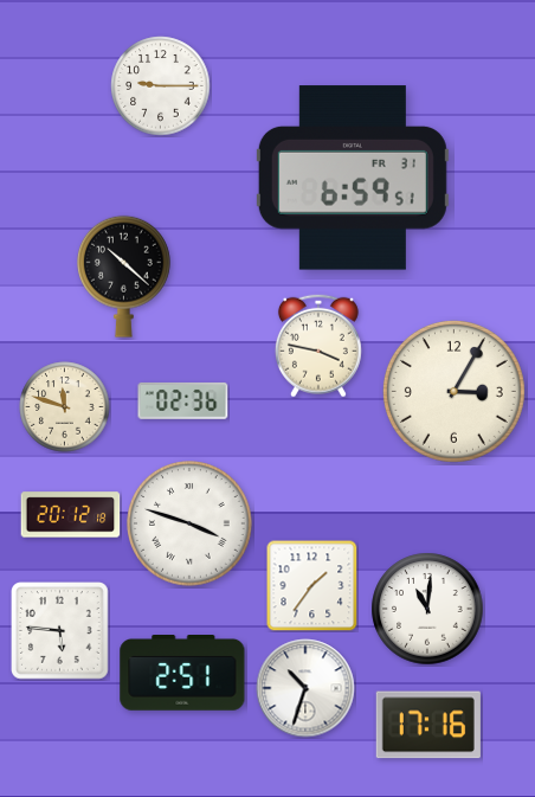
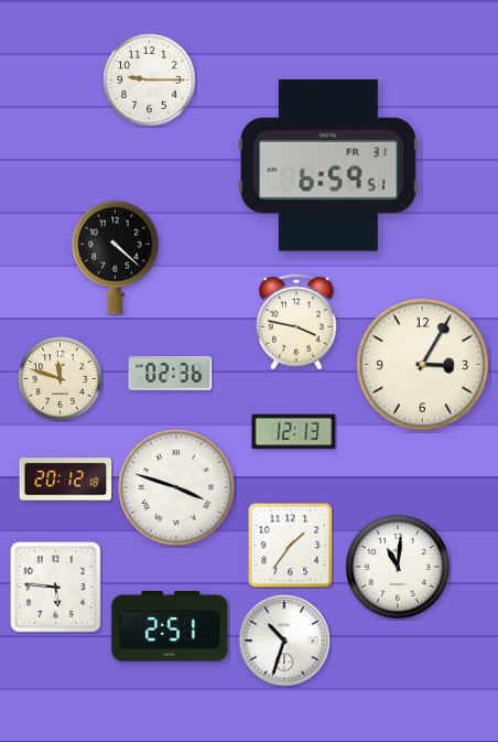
clock at (124, 276): 10:22 -> 4:22
clock at (294, 432): none -> 12:13
clock at (428, 725): 17:16 -> none
